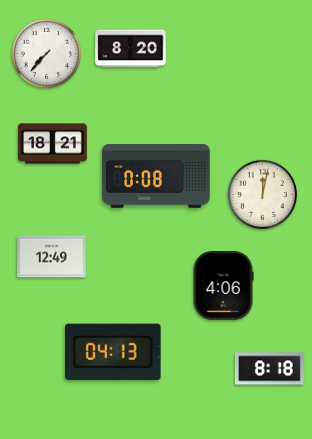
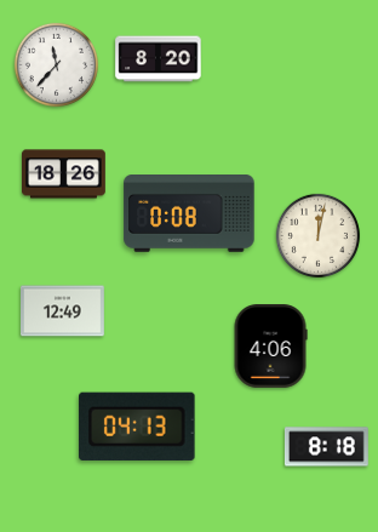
clock at (46, 53): 7:37 -> 11:37
clock at (53, 144): 18:21 -> 18:26
